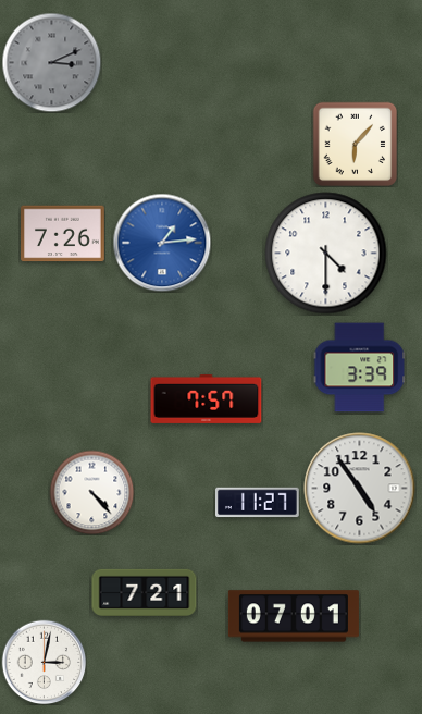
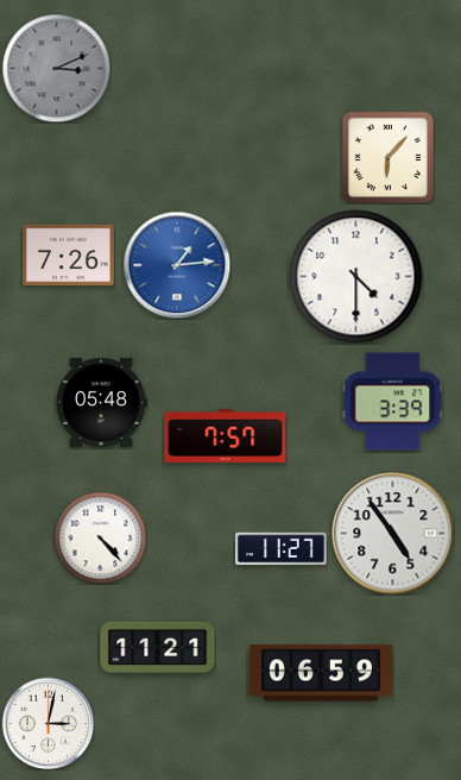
clock at (101, 403): none -> 05:48
clock at (145, 592): 7:21 -> 11:21
clock at (294, 616): 07:01 -> 06:59
